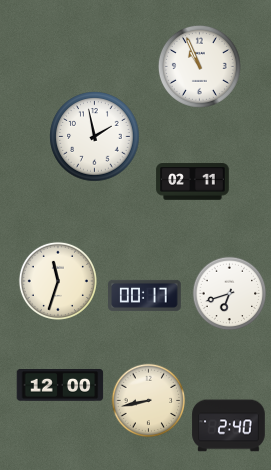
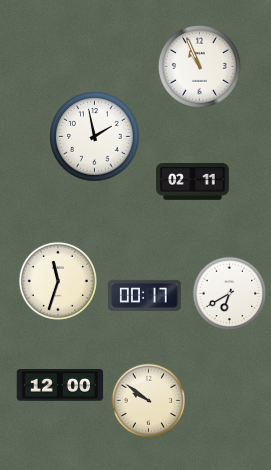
clock at (230, 294): 6:42 -> 6:40
clock at (149, 401): 8:43 -> 9:51
clock at (229, 426): 2:40 -> none
